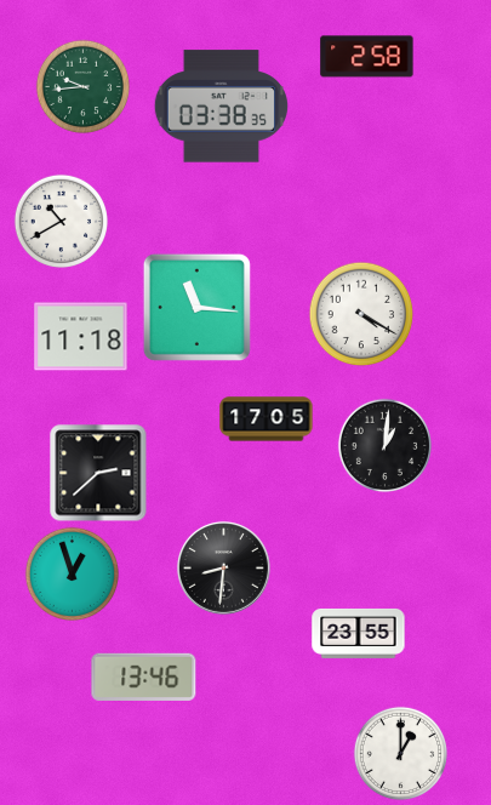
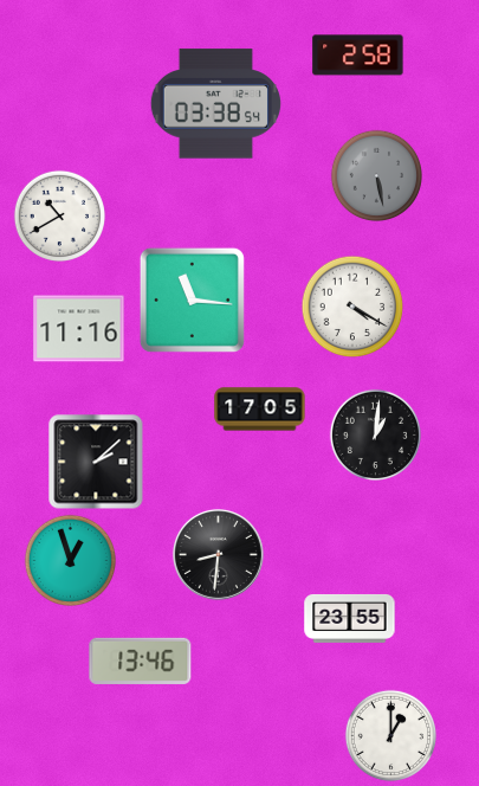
clock at (82, 86): 9:44 -> none
clock at (221, 107): 03:38:35 -> 03:38:54
clock at (376, 175): none -> 5:28
clock at (81, 337): 11:18 -> 11:16
clock at (98, 473): 2:38 -> 2:08
